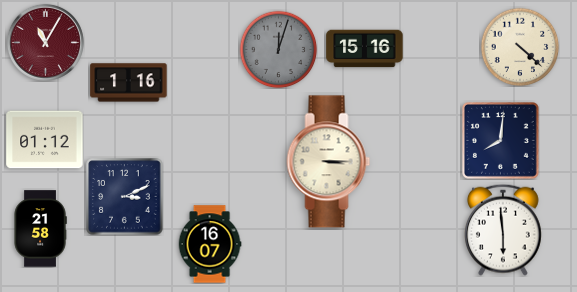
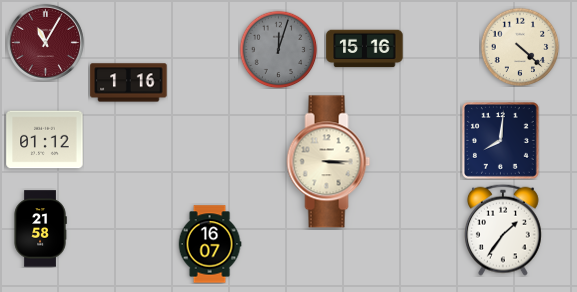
clock at (125, 197): 3:11 -> none
clock at (503, 230): 5:59 -> 1:36
